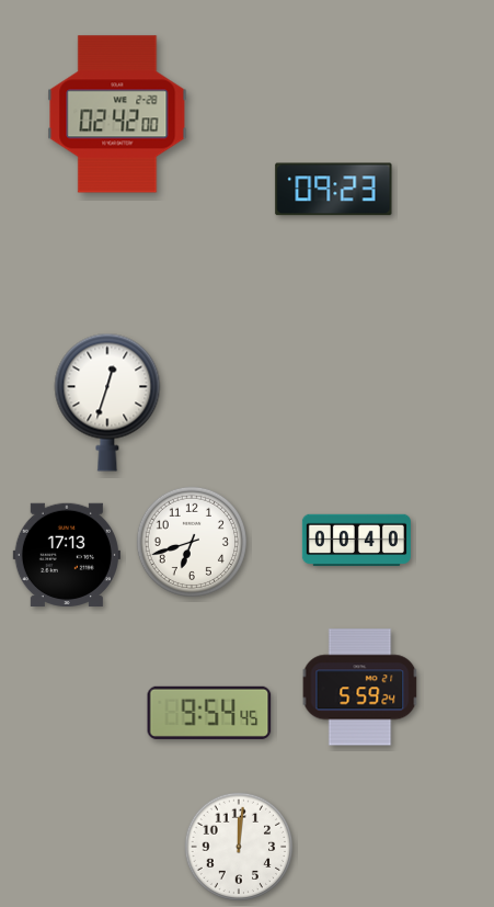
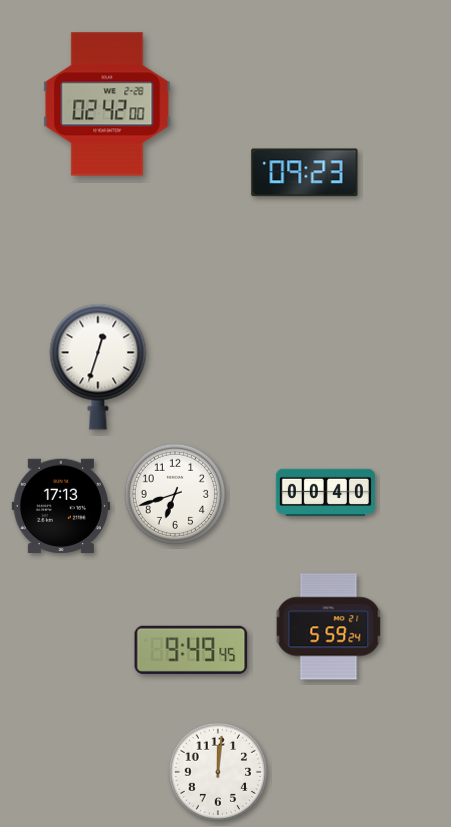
clock at (209, 713): 9:54 -> 9:49
